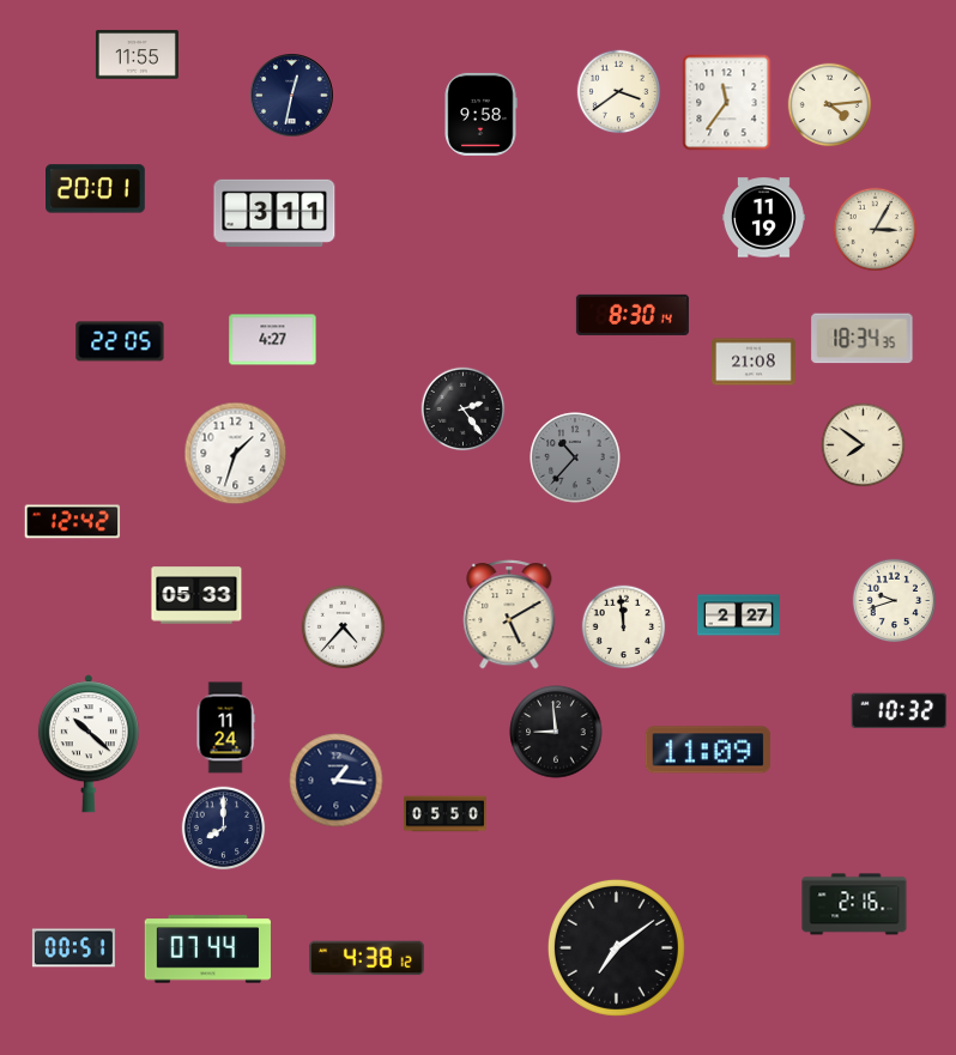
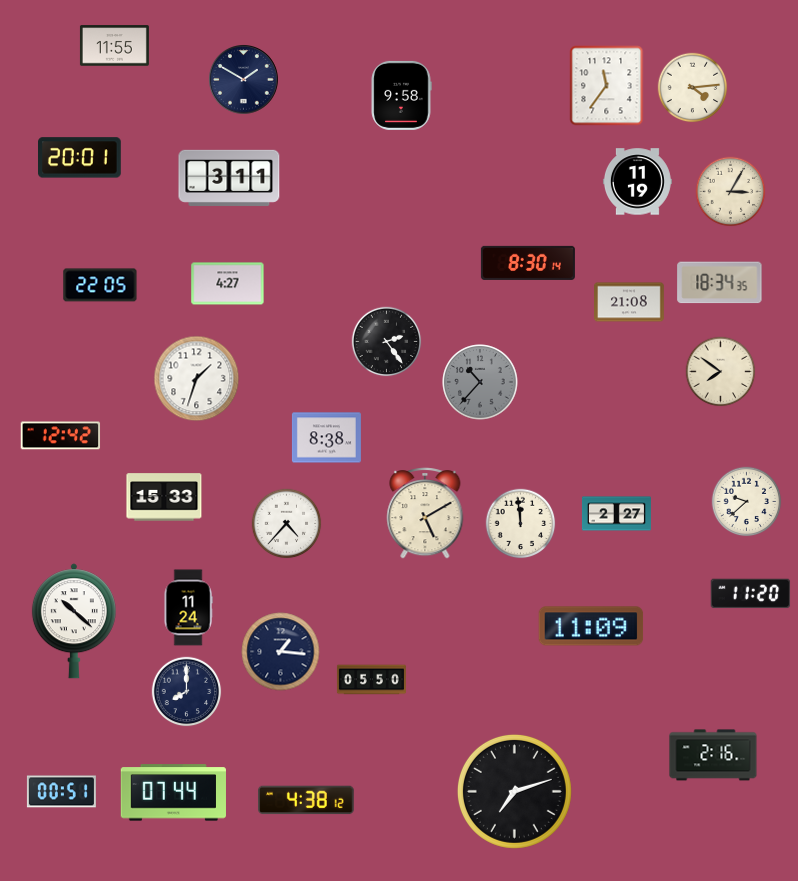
clock at (619, 92): 3:39 -> none
clock at (292, 96): 12:32 -> 1:50
clock at (326, 438): none -> 8:38
clock at (196, 595): 05:33 -> 15:33
clock at (895, 601): 9:42 -> 9:38
clock at (900, 711): 10:32 -> 11:20
clock at (556, 732): 8:59 -> none
clock at (616, 947): 7:09 -> 7:12
